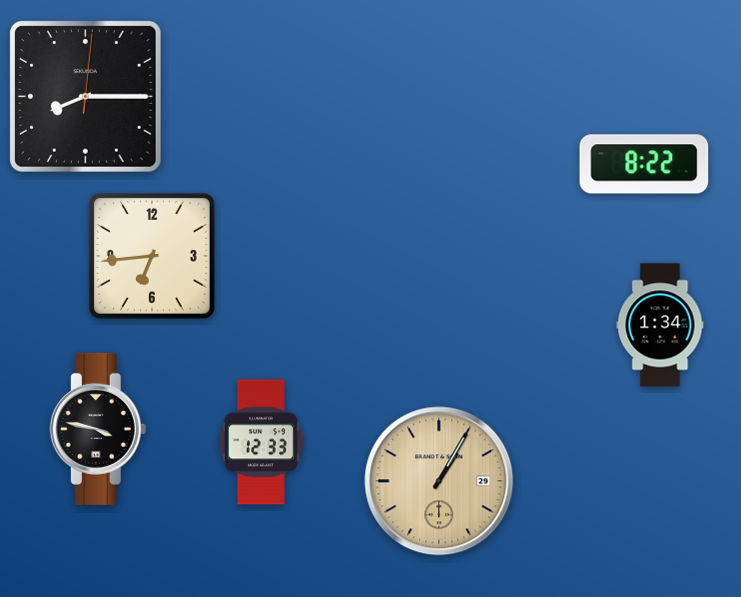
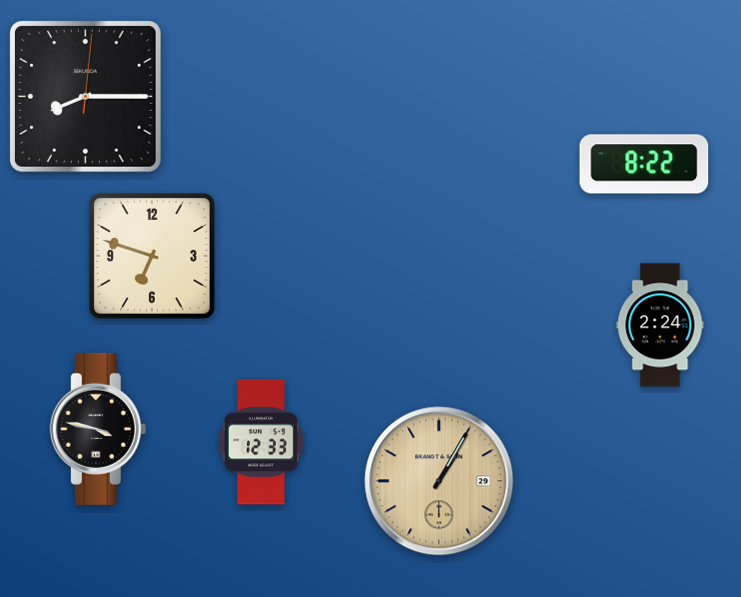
clock at (153, 257): 6:44 -> 6:48
clock at (660, 325): 1:34 -> 2:24
